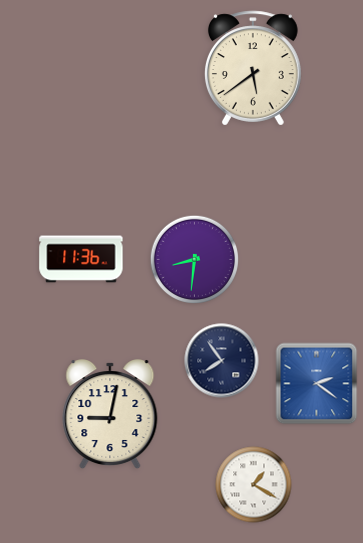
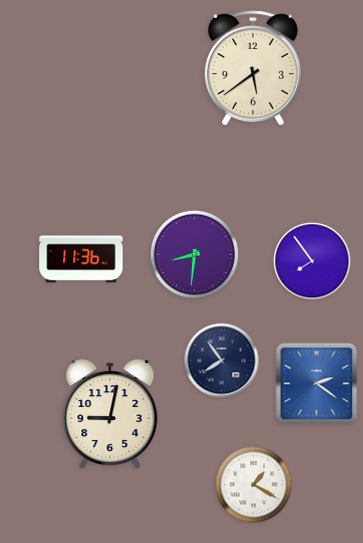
clock at (194, 259) position: (194, 259) -> (194, 254)
clock at (312, 261): none -> 7:54
